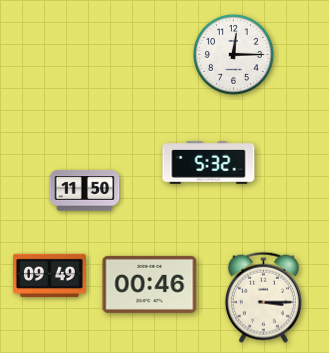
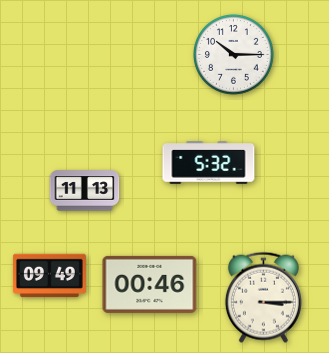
clock at (234, 55): 12:15 -> 10:15
clock at (85, 191): 11:50 -> 11:13
